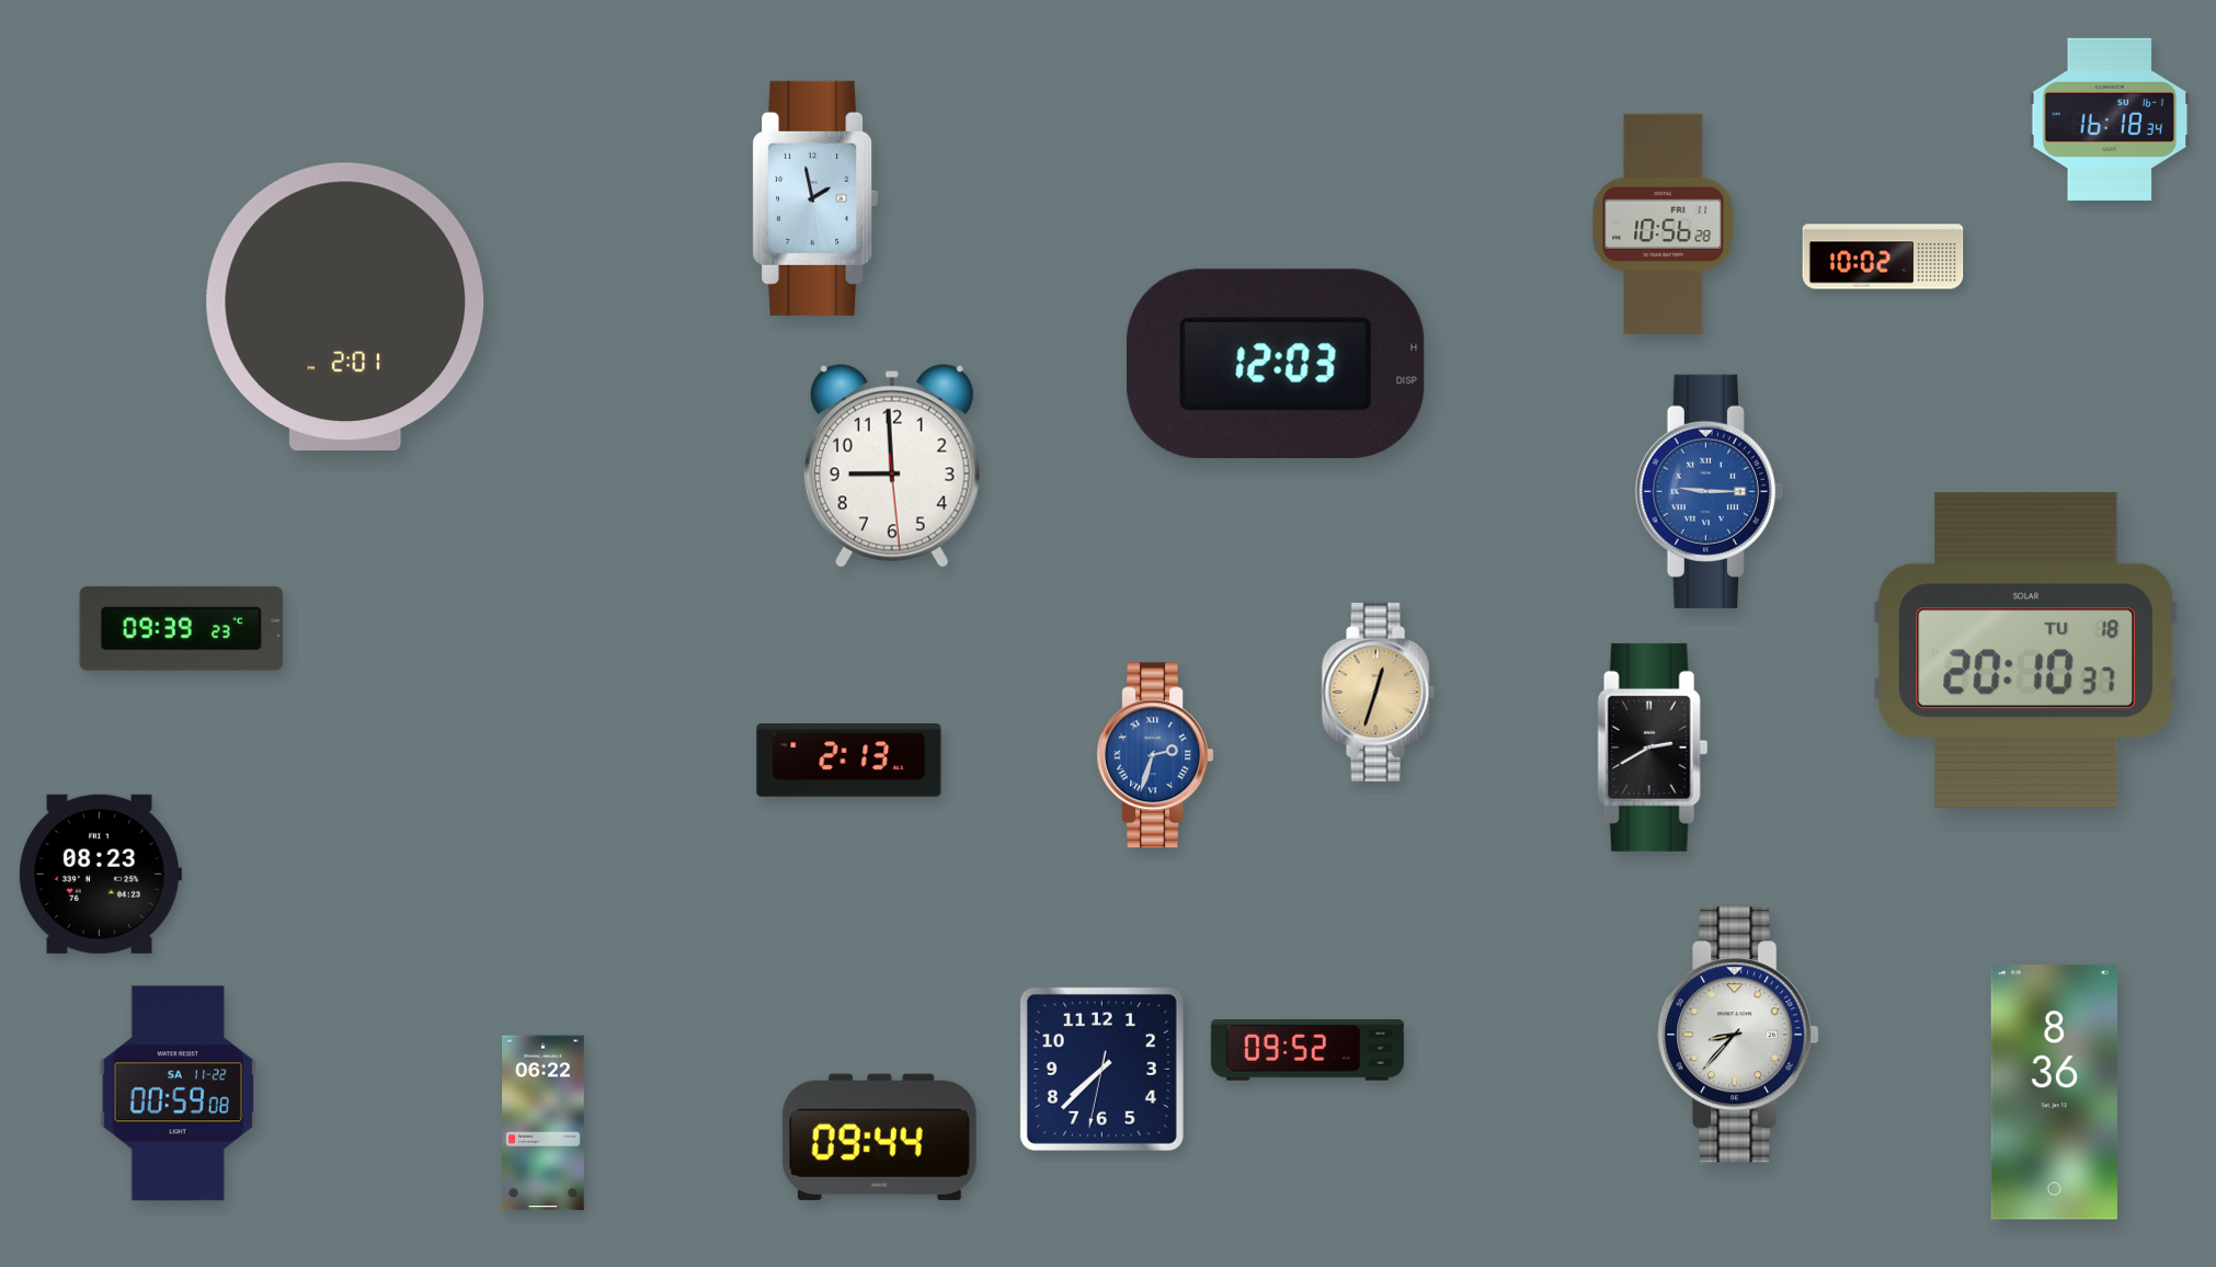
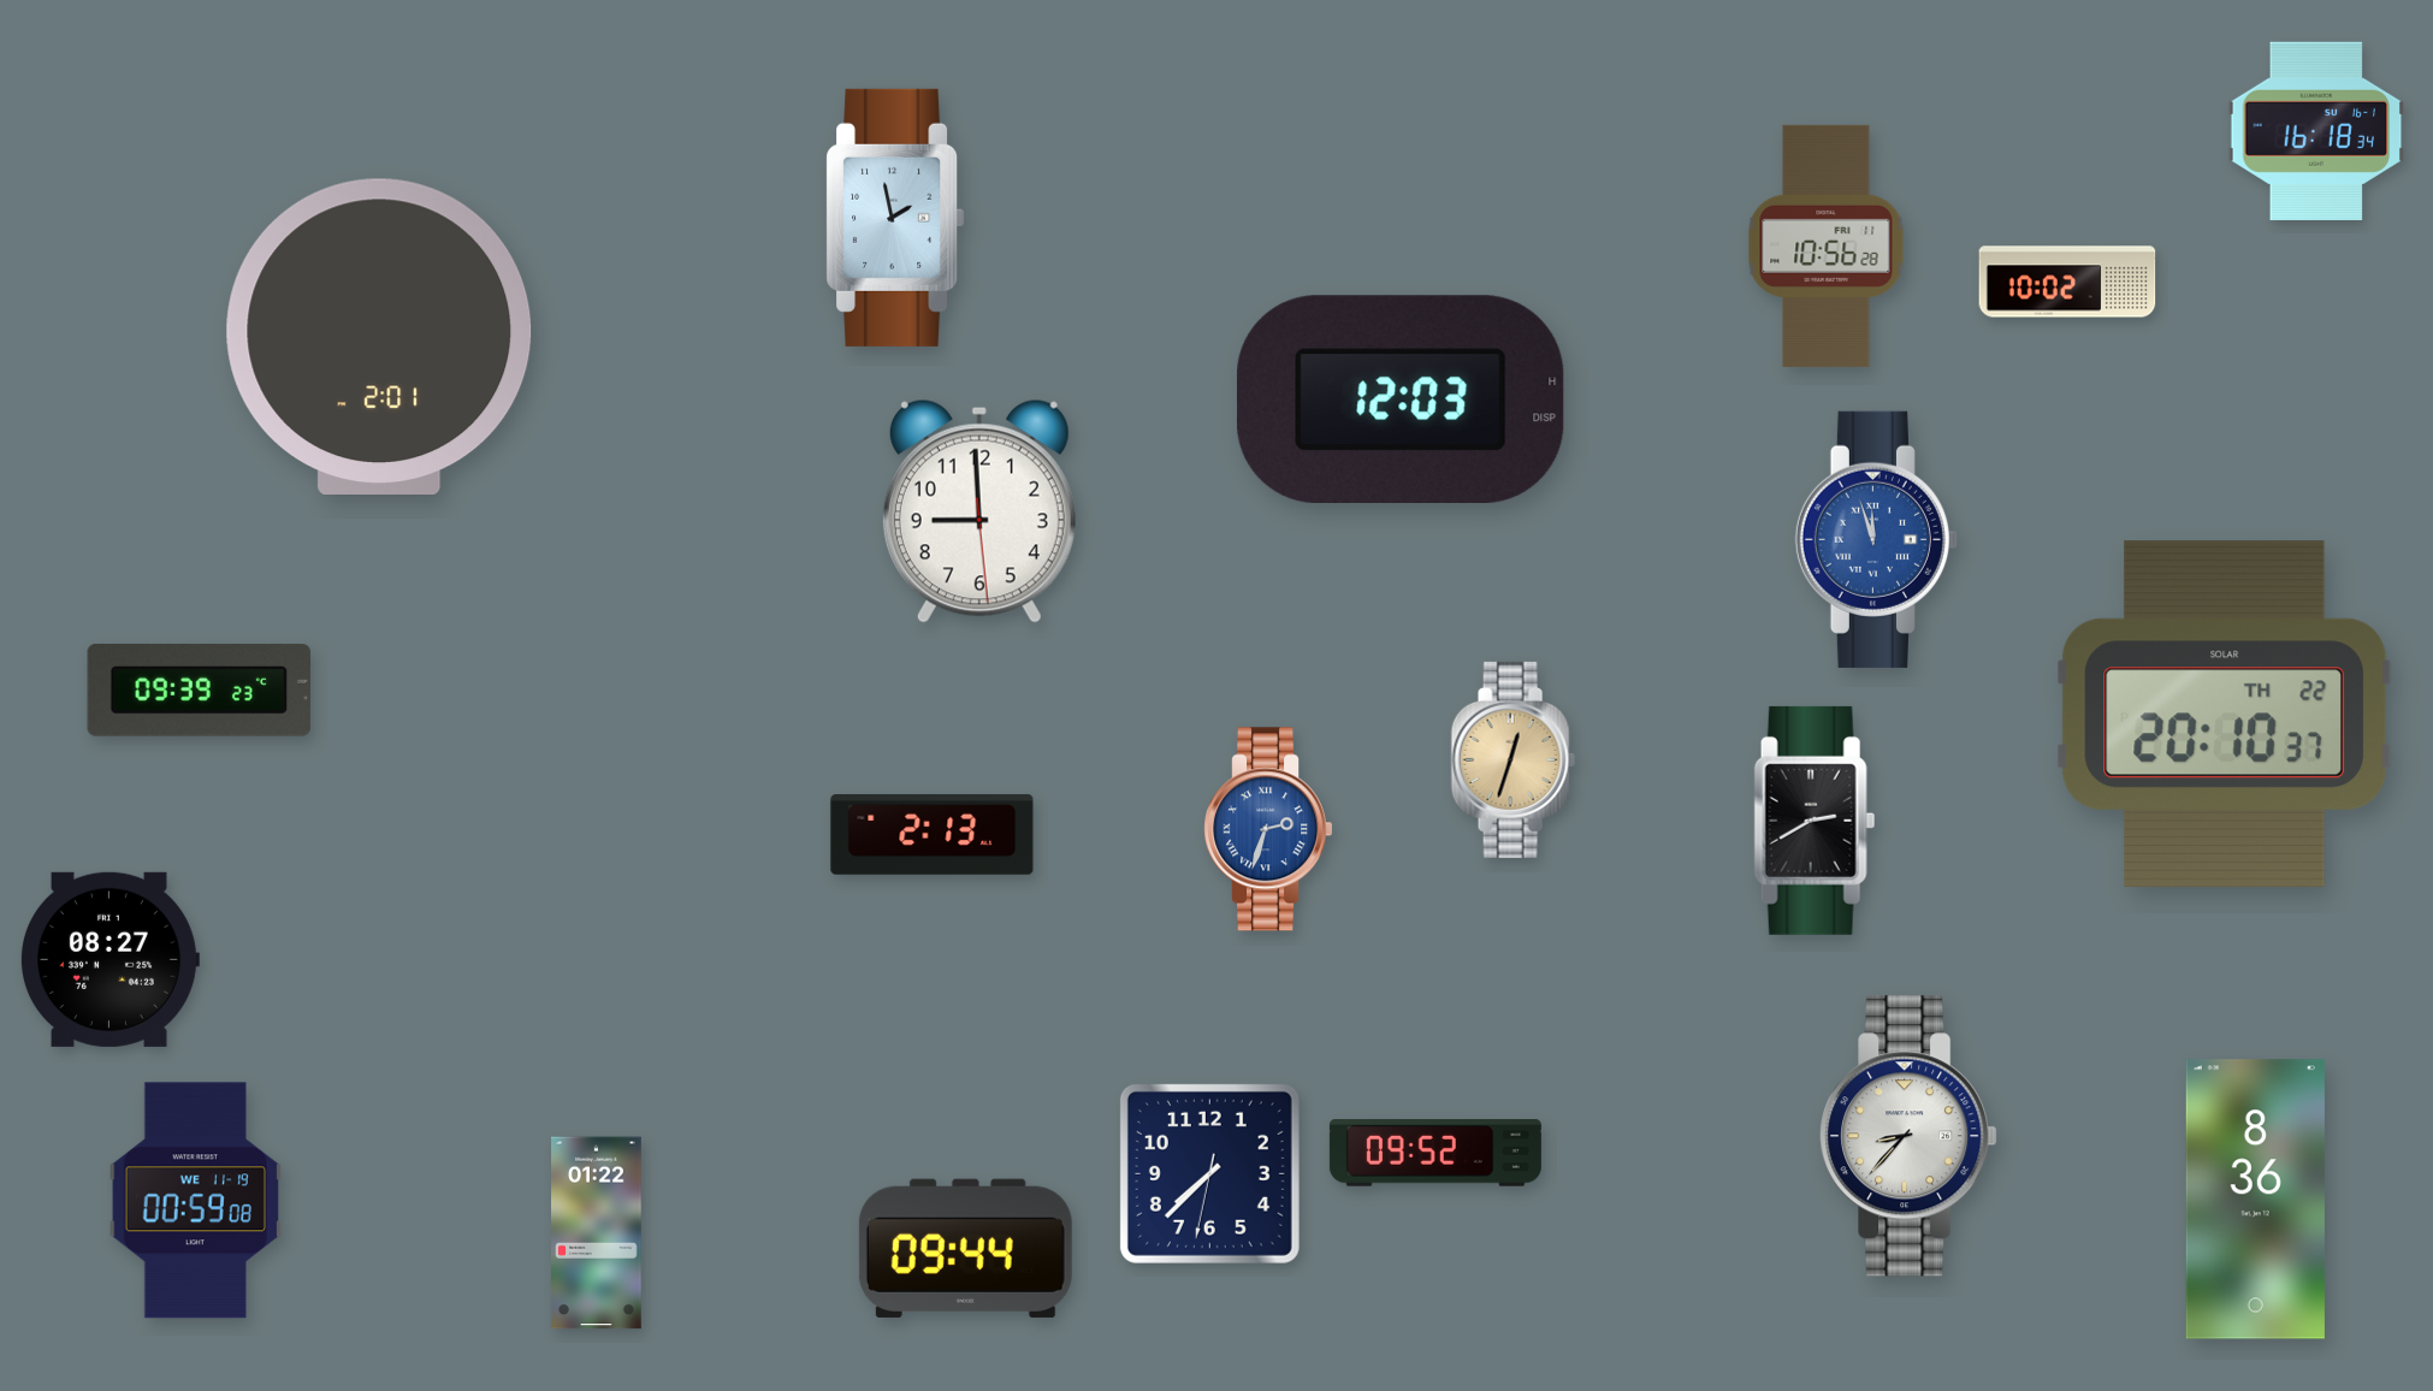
clock at (1709, 491): 9:15 -> 11:57
clock at (2025, 650) date: TU 18 -> TH 22
clock at (100, 874): 08:23 -> 08:27
clock at (178, 1094) date: SA 11-22 -> WE 11-19
clock at (544, 1123): 06:22 -> 01:22
